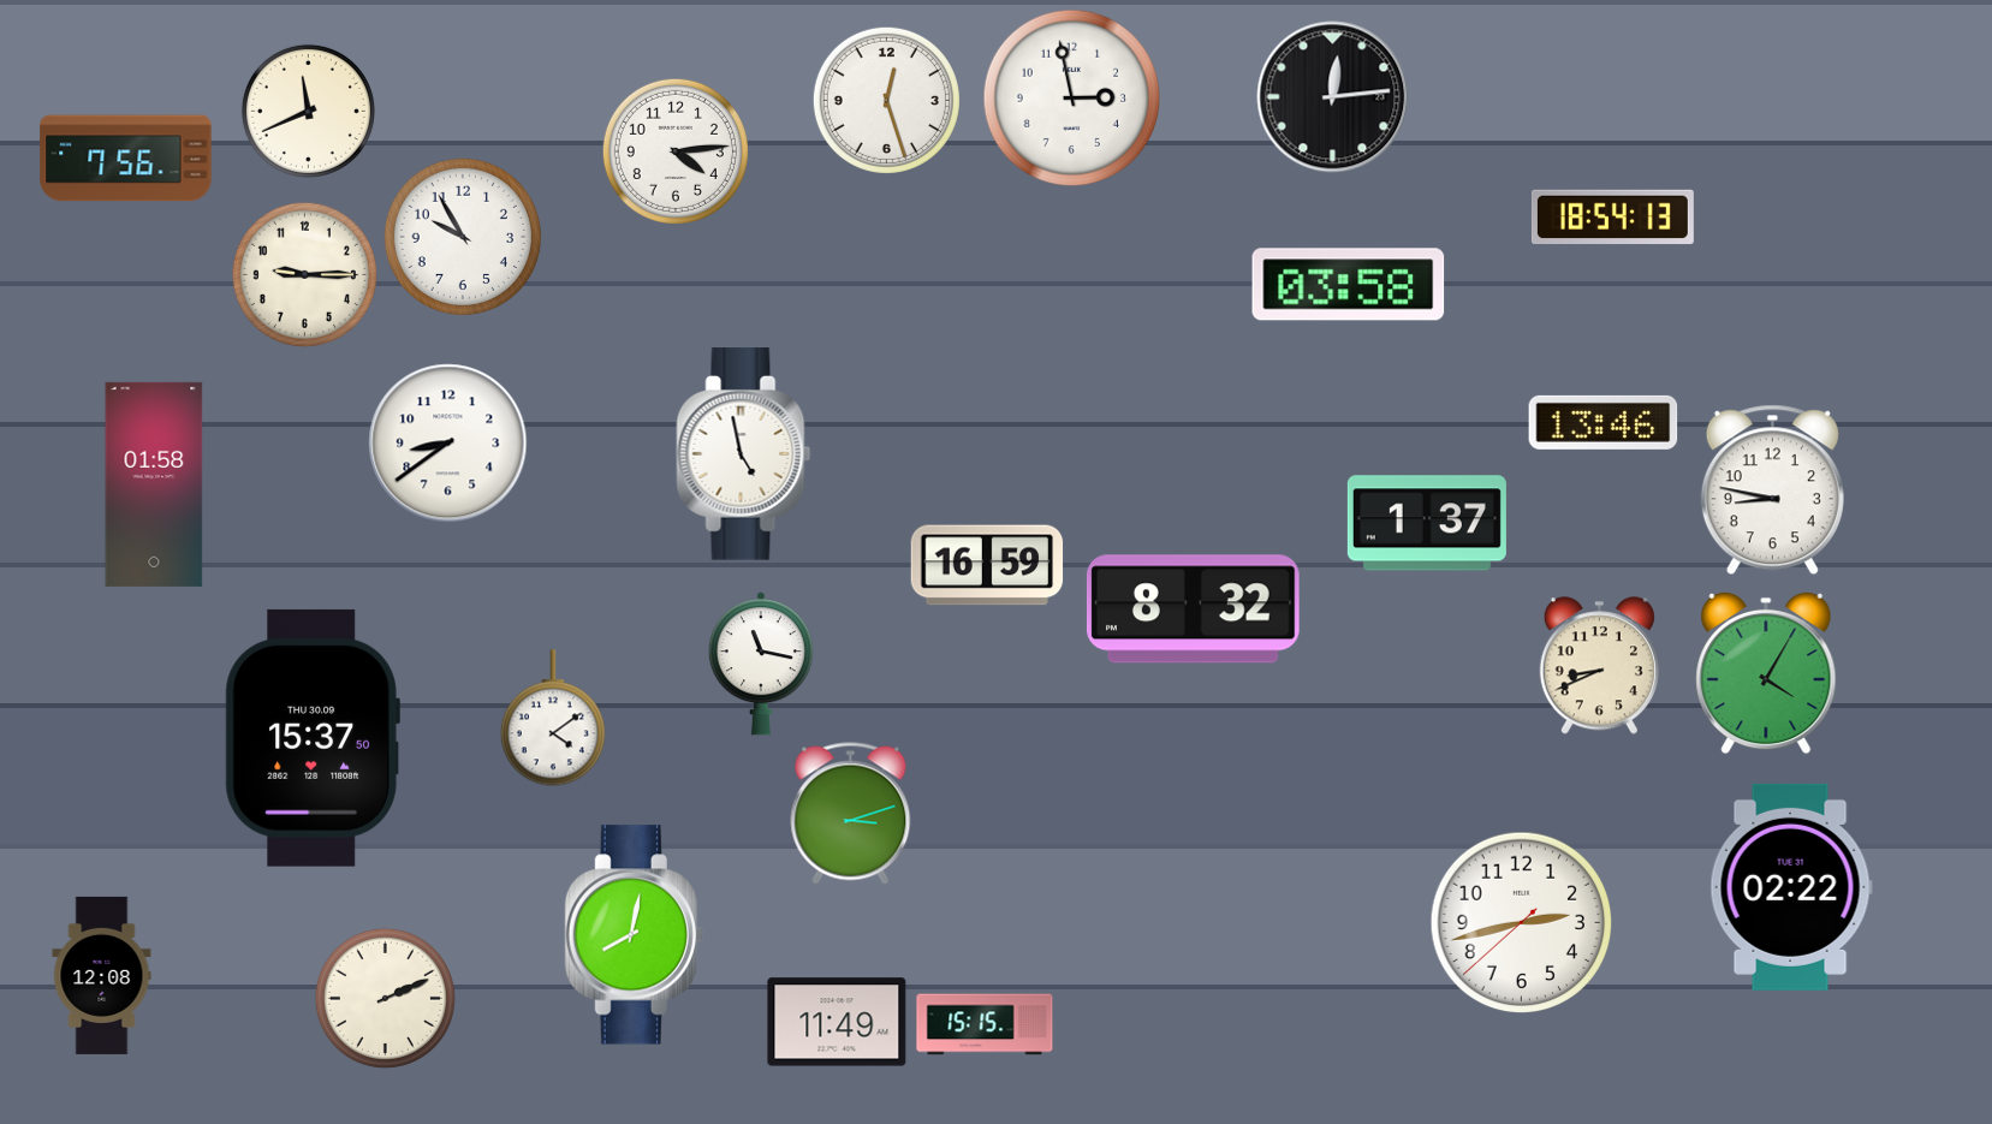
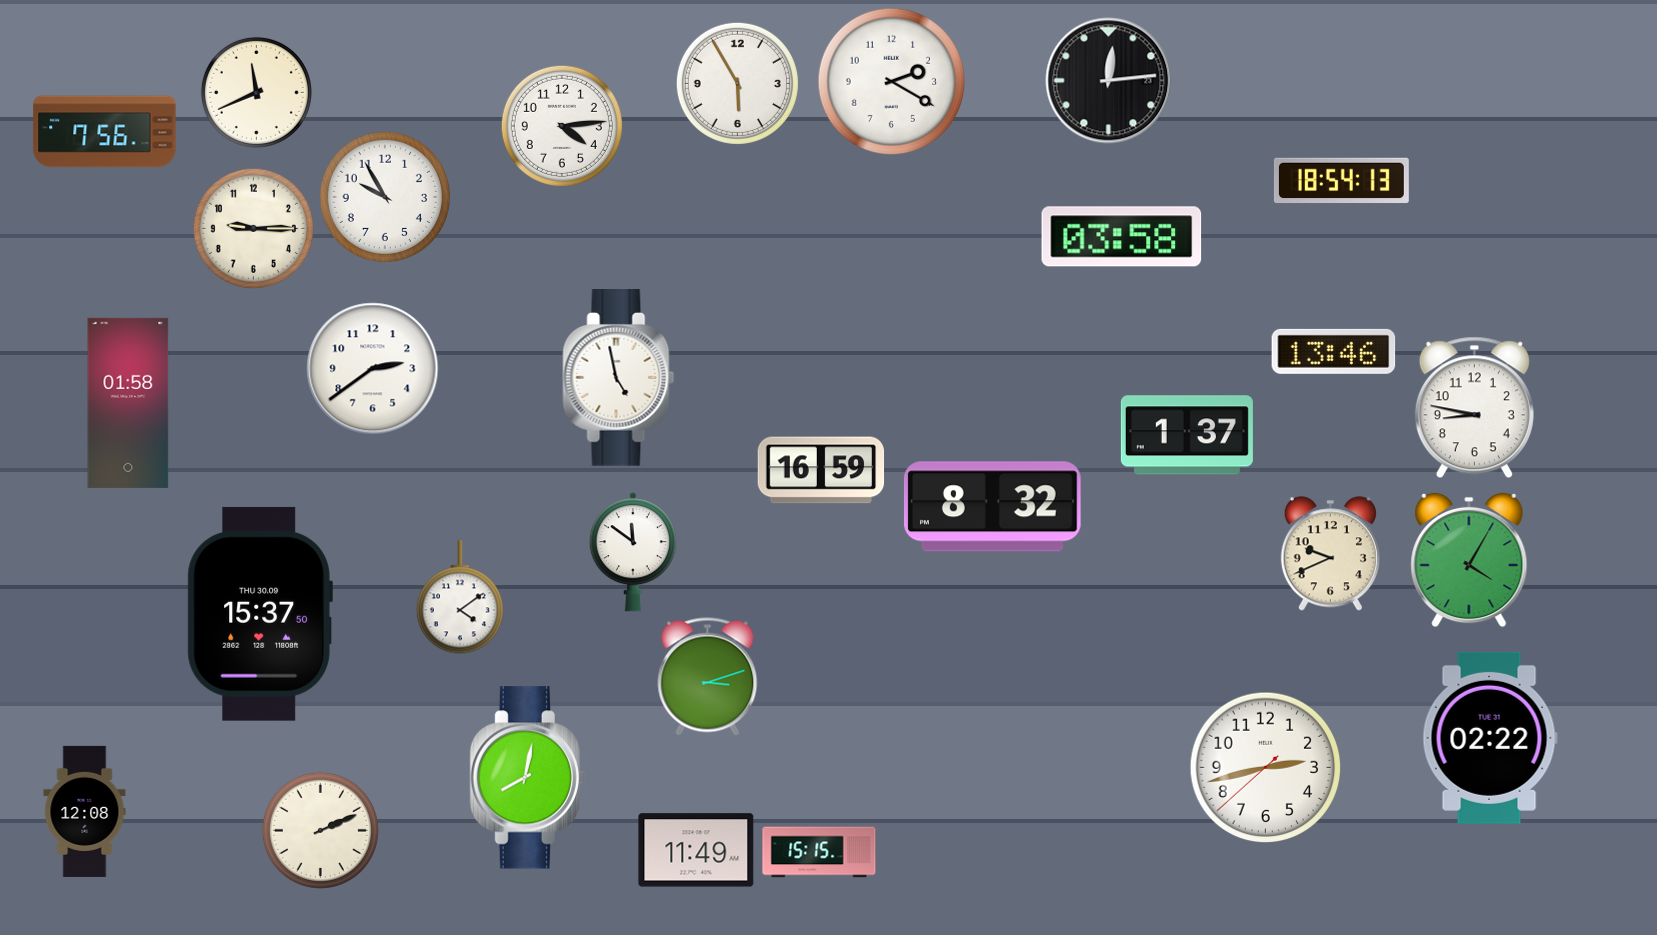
clock at (1072, 99): 2:58 -> 2:20
clock at (886, 100): 12:27 -> 5:55
clock at (448, 444): 8:39 -> 2:39
clock at (761, 664): 11:17 -> 11:51
clock at (1599, 666): 8:41 -> 9:41
